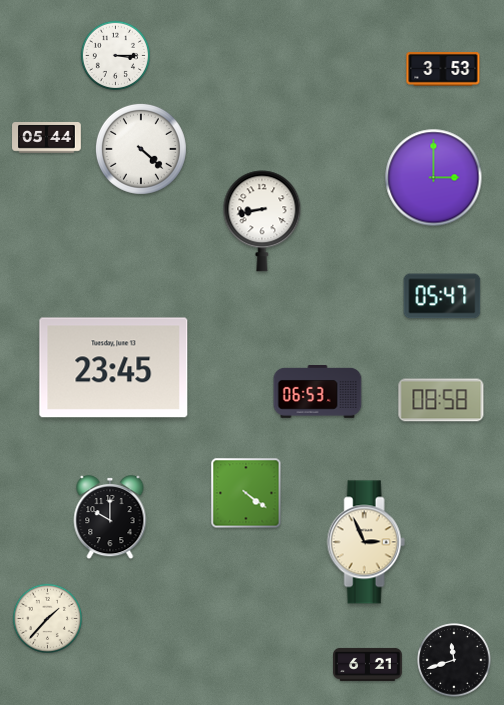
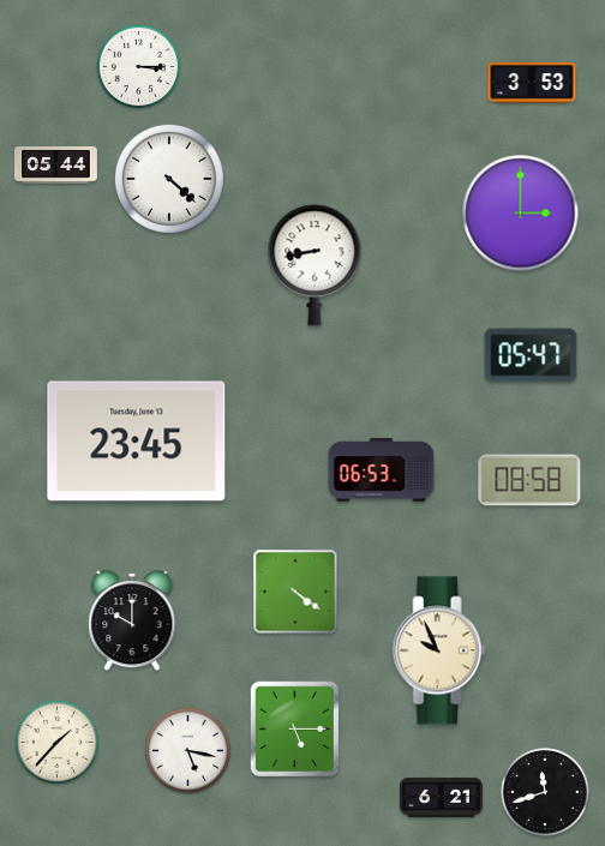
clock at (366, 542): 2:56 -> 9:56
clock at (295, 730): none -> 5:15
clock at (187, 750): none -> 5:17
